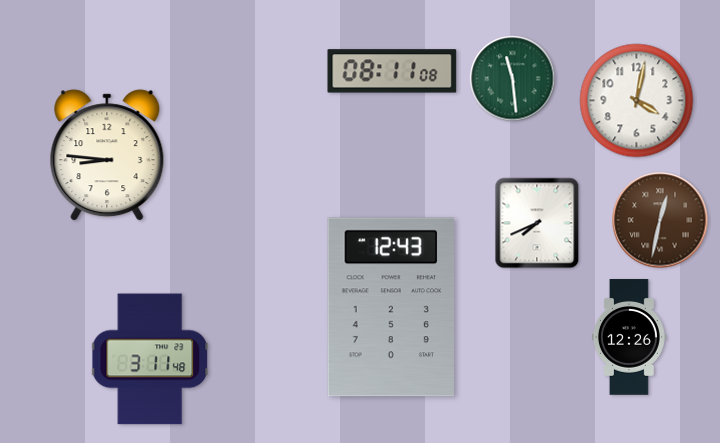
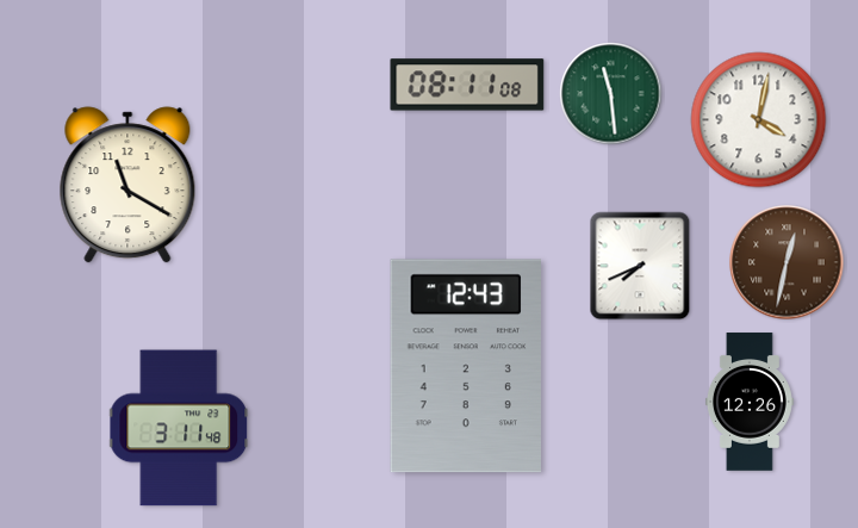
clock at (107, 155): 8:46 -> 11:20
